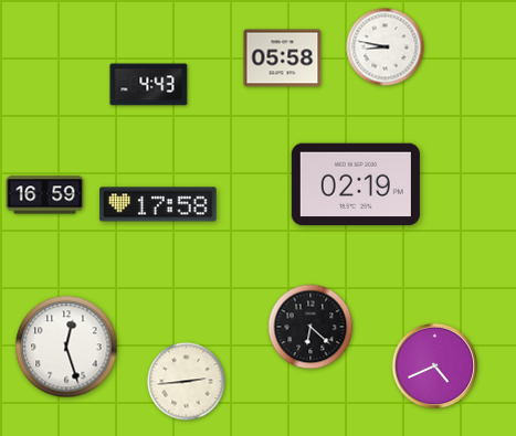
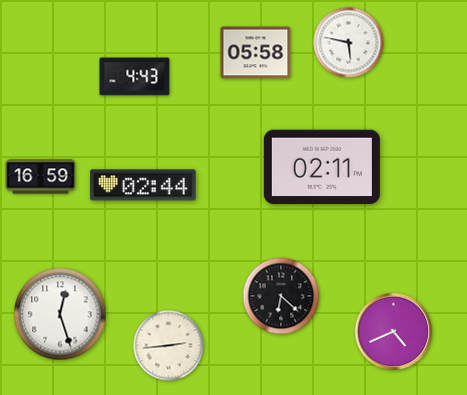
clock at (386, 47): 8:47 -> 5:47
clock at (356, 184): 02:19 -> 02:11
clock at (158, 204): 17:58 -> 02:44
